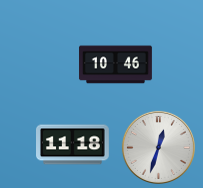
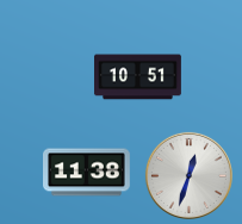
clock at (116, 65): 10:46 -> 10:51
clock at (73, 145): 11:18 -> 11:38
